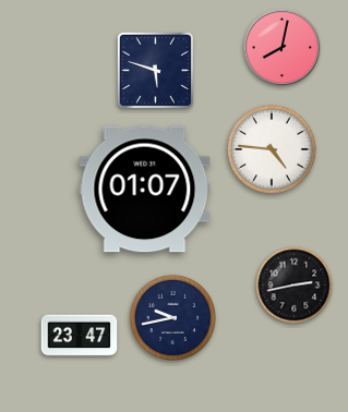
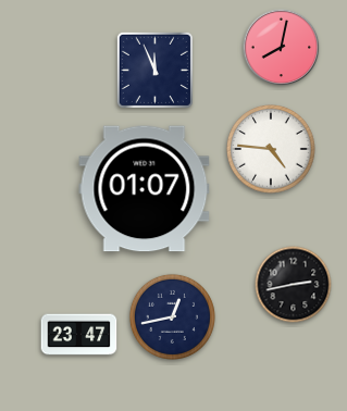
clock at (155, 70): 5:48 -> 11:56
clock at (172, 317): 9:43 -> 12:43
